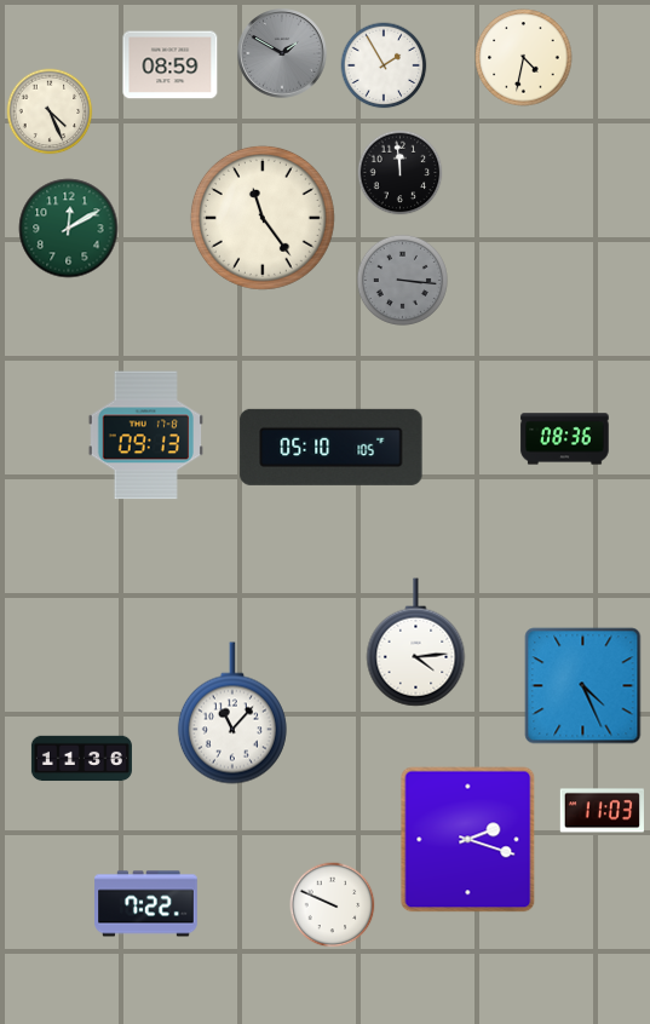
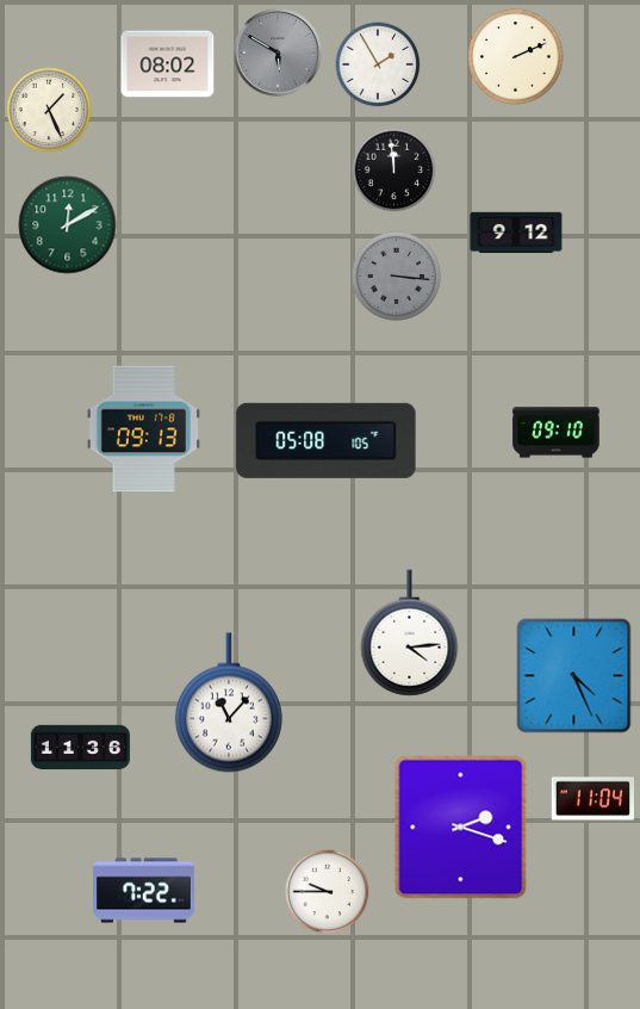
clock at (282, 53): 1:50 -> 5:50
clock at (524, 58): 4:32 -> 2:11
clock at (171, 65): 08:59 -> 08:02
clock at (50, 111): 4:26 -> 1:26
clock at (263, 218): 11:24 -> none
clock at (516, 233): none -> 9:12
clock at (565, 439): 08:36 -> 09:10
clock at (332, 447): 05:10 -> 05:08
clock at (602, 811): 11:03 -> 11:04
clock at (333, 905): 9:49 -> 9:45
